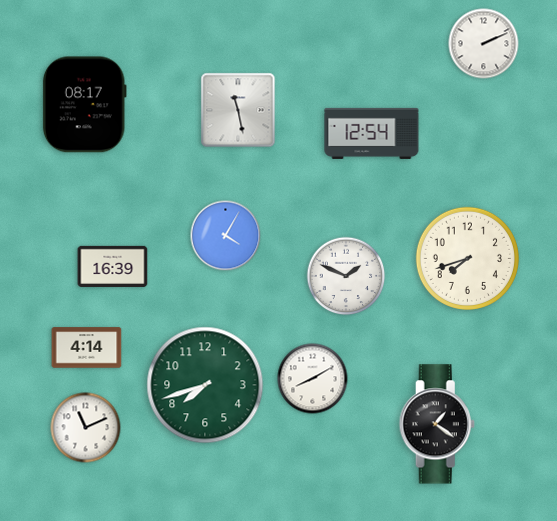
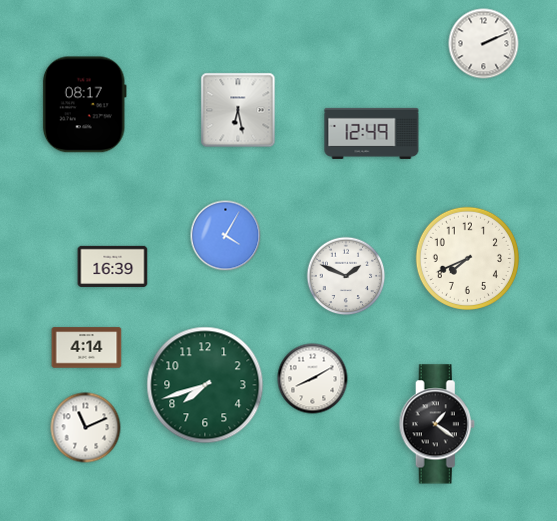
clock at (238, 110): 11:28 -> 6:28
clock at (372, 133): 12:54 -> 12:49
clock at (467, 258): 7:42 -> 7:41
